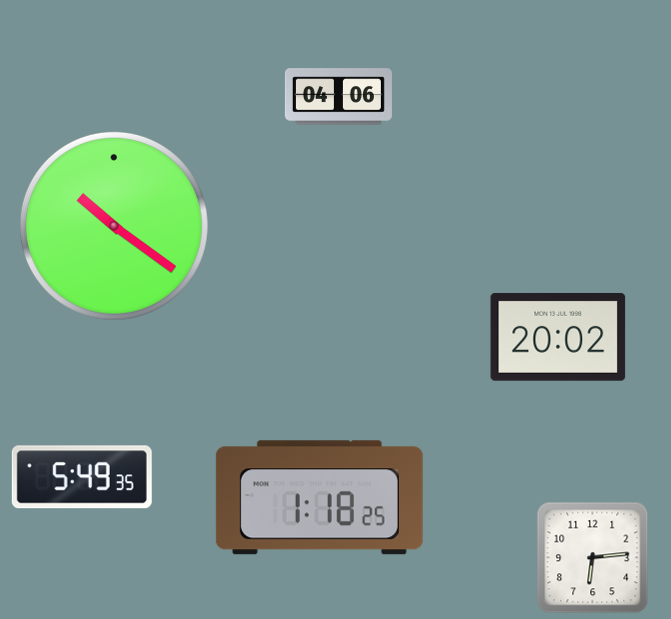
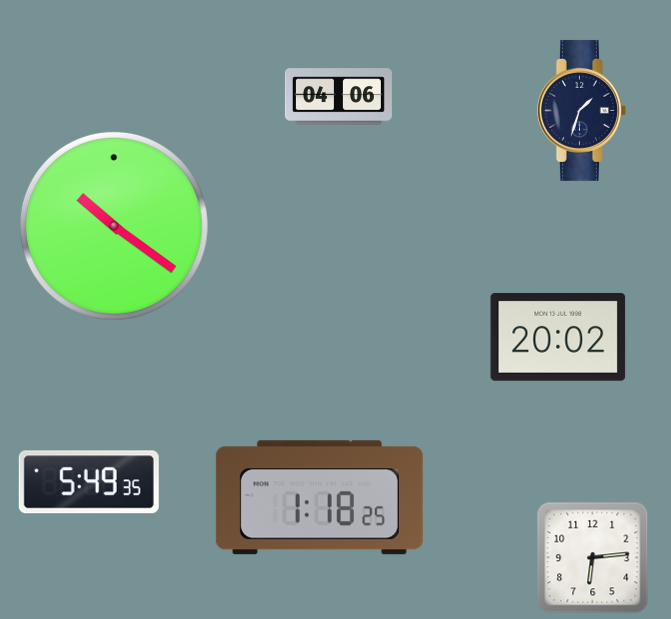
clock at (581, 110): none -> 1:33
clock at (82, 477) position: (82, 477) -> (89, 482)
